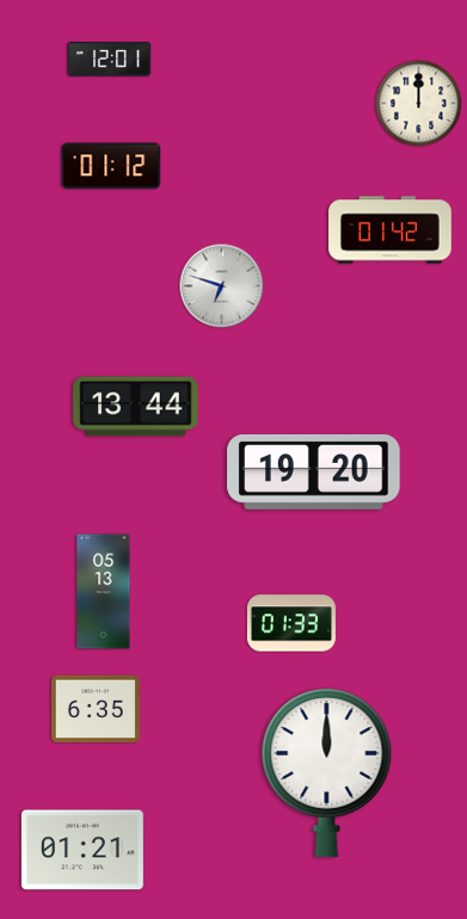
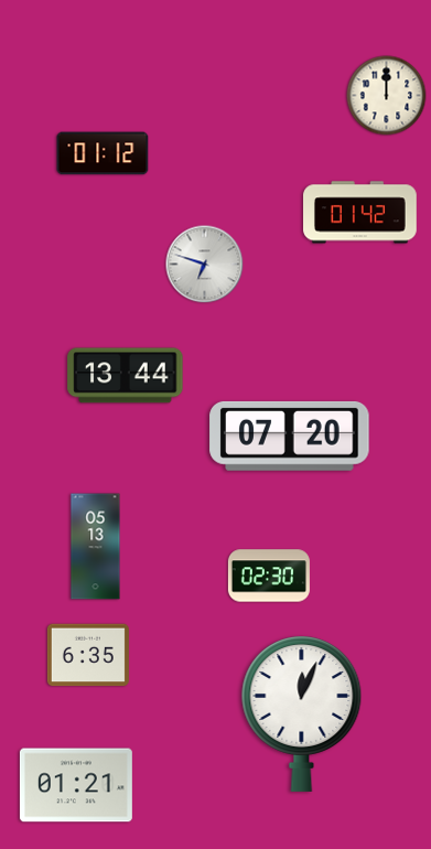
clock at (110, 60): 12:01 -> none
clock at (314, 471): 19:20 -> 07:20
clock at (291, 623): 01:33 -> 02:30
clock at (327, 772): 12:00 -> 12:04
